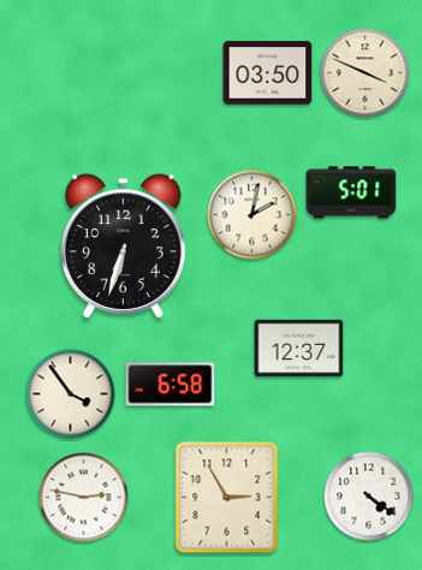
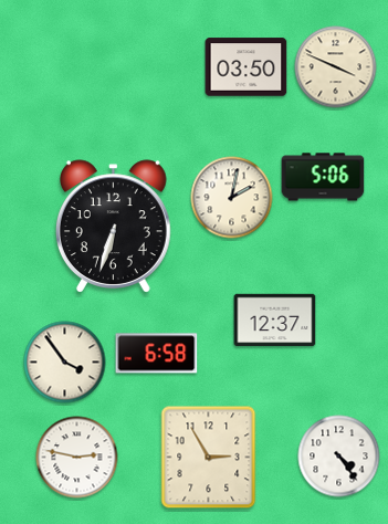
clock at (351, 192): 5:01 -> 5:06
clock at (369, 497): 4:21 -> 4:24
